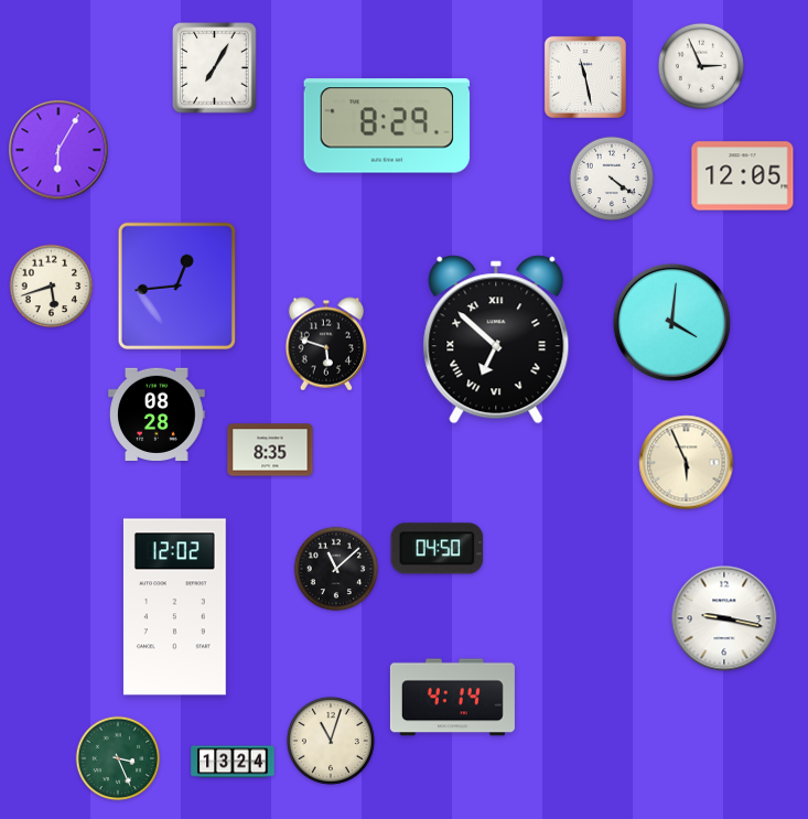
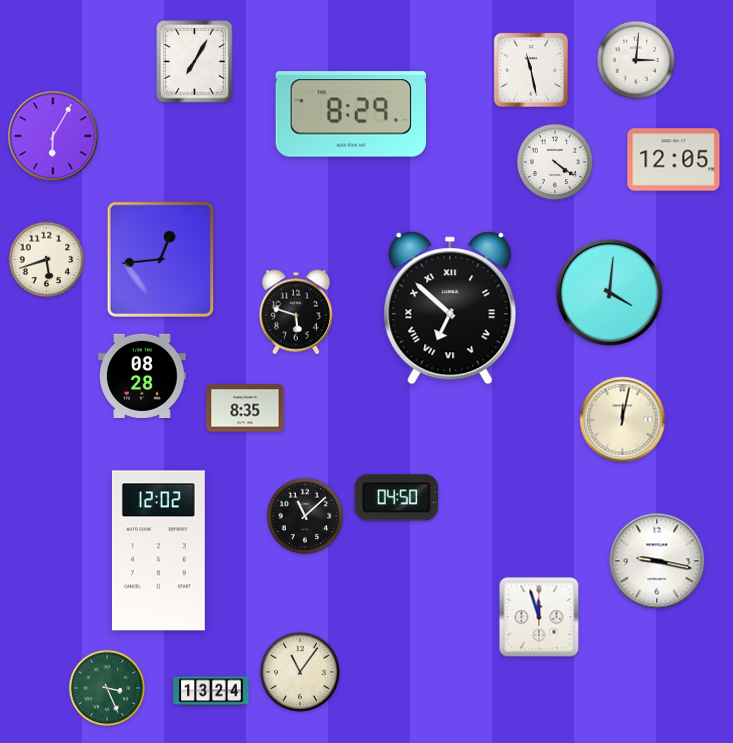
clock at (700, 65): 2:56 -> 3:01
clock at (687, 463): 5:56 -> 12:02
clock at (539, 617): none -> 11:57
clock at (452, 698): 4:14 -> none
clock at (331, 741): 11:03 -> 11:06
